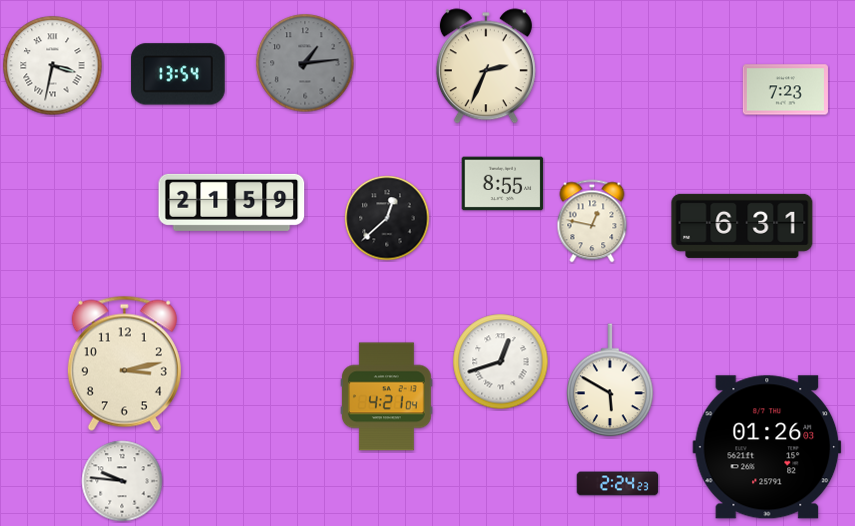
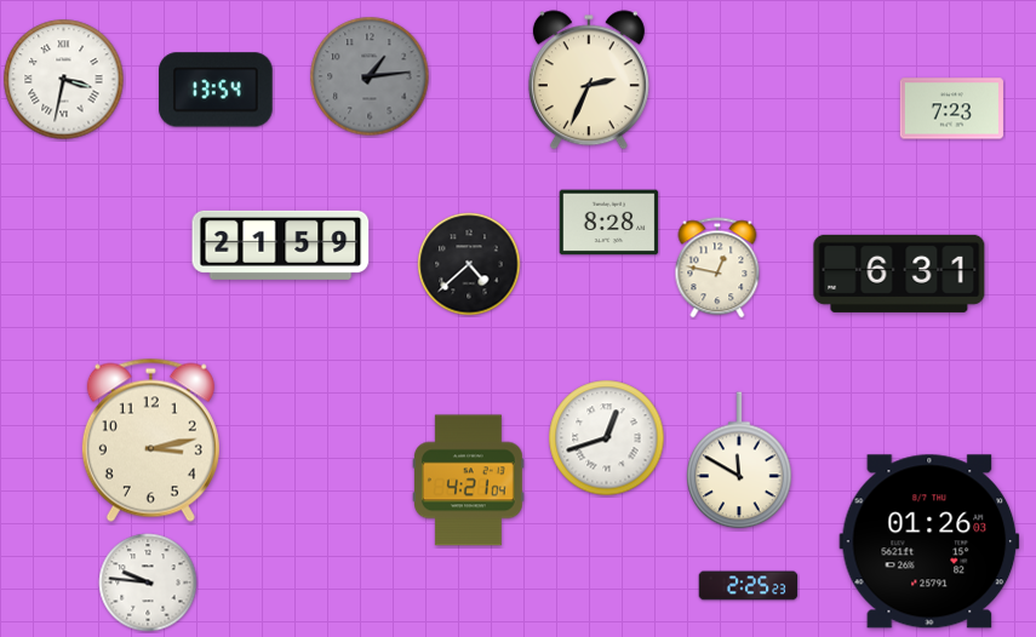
clock at (503, 184): 8:55 -> 8:28
clock at (387, 218): 12:38 -> 4:38
clock at (610, 380): 5:50 -> 11:50
clock at (618, 484): 2:24 -> 2:25
